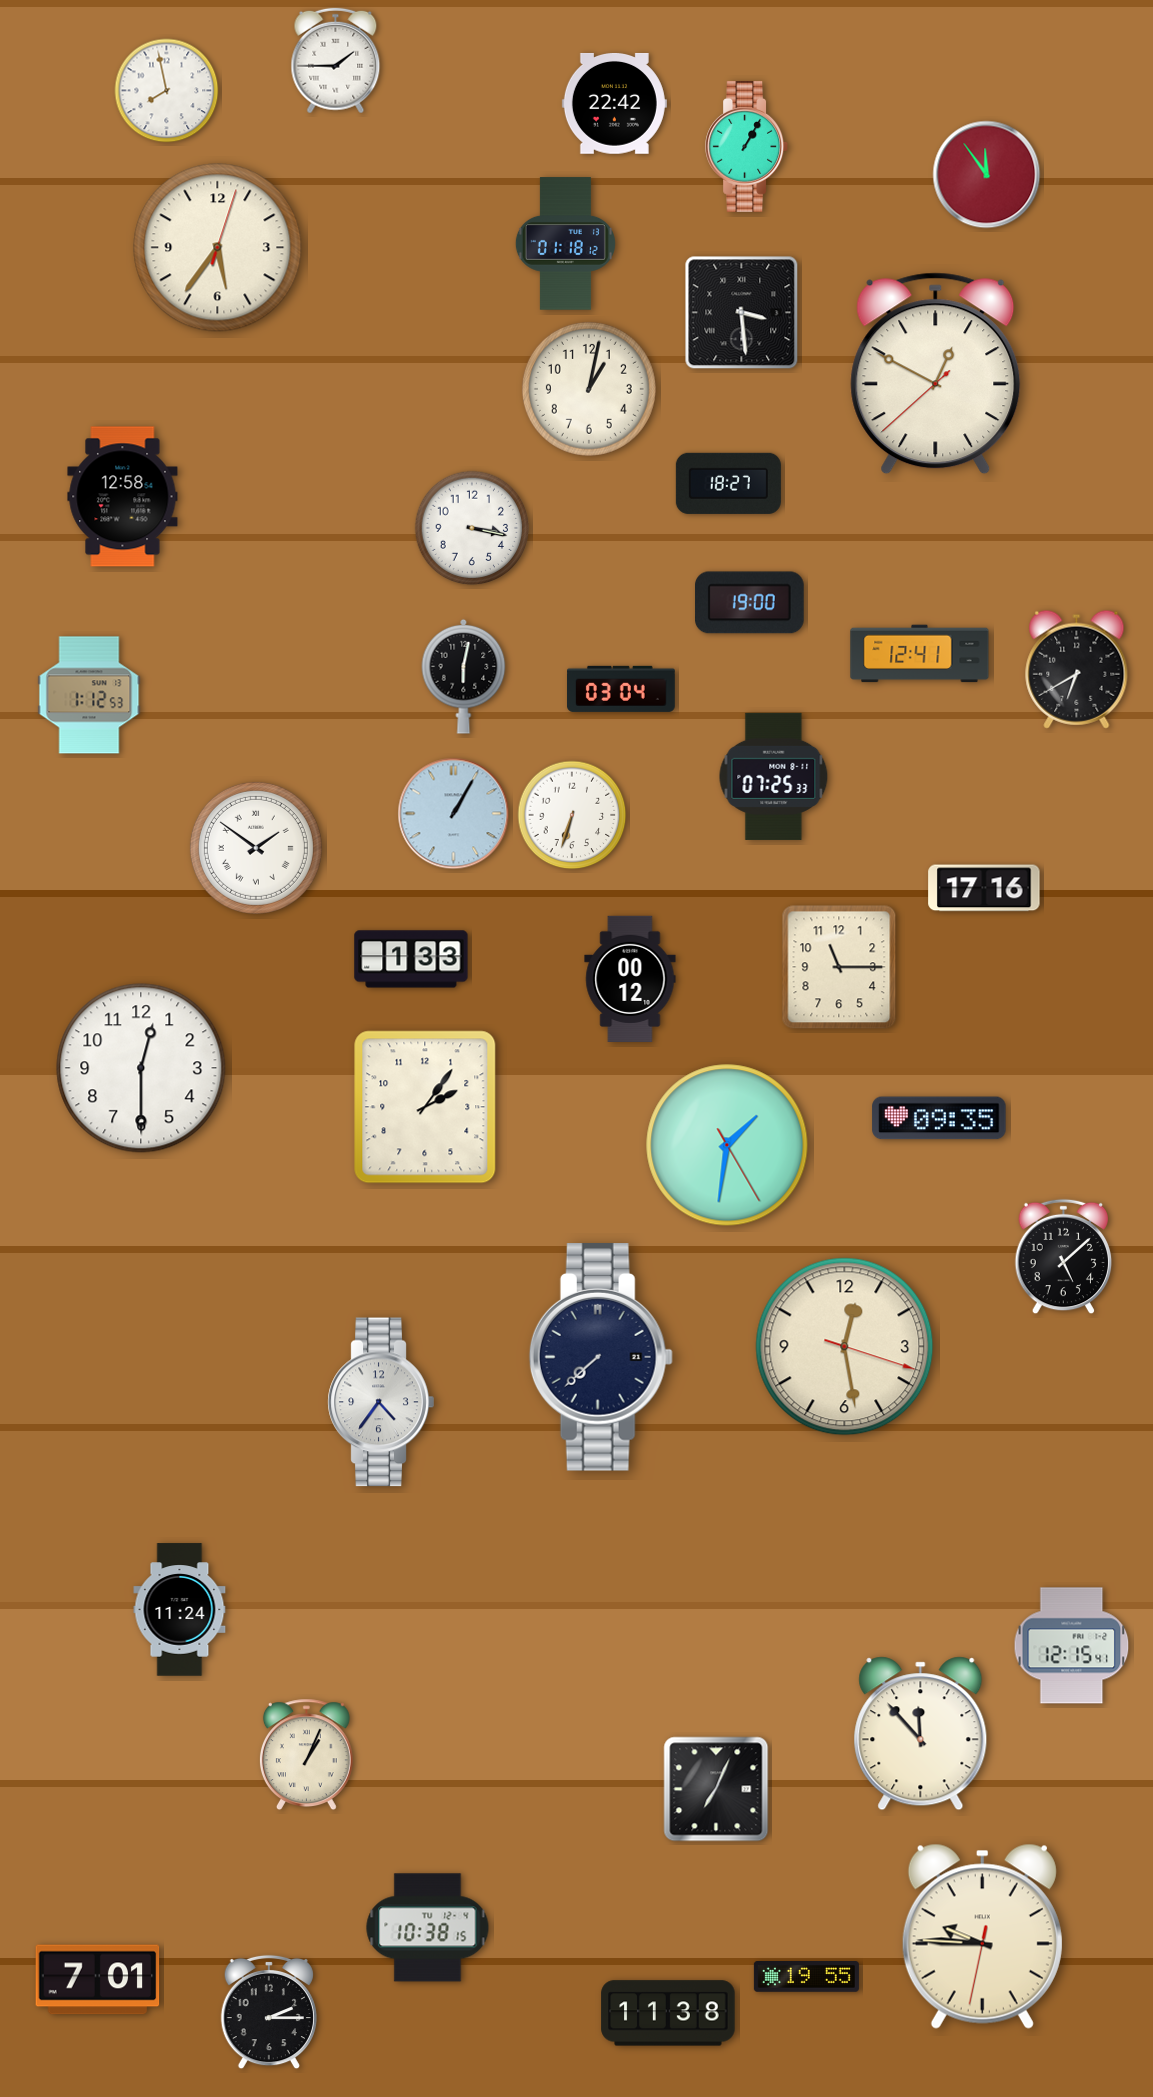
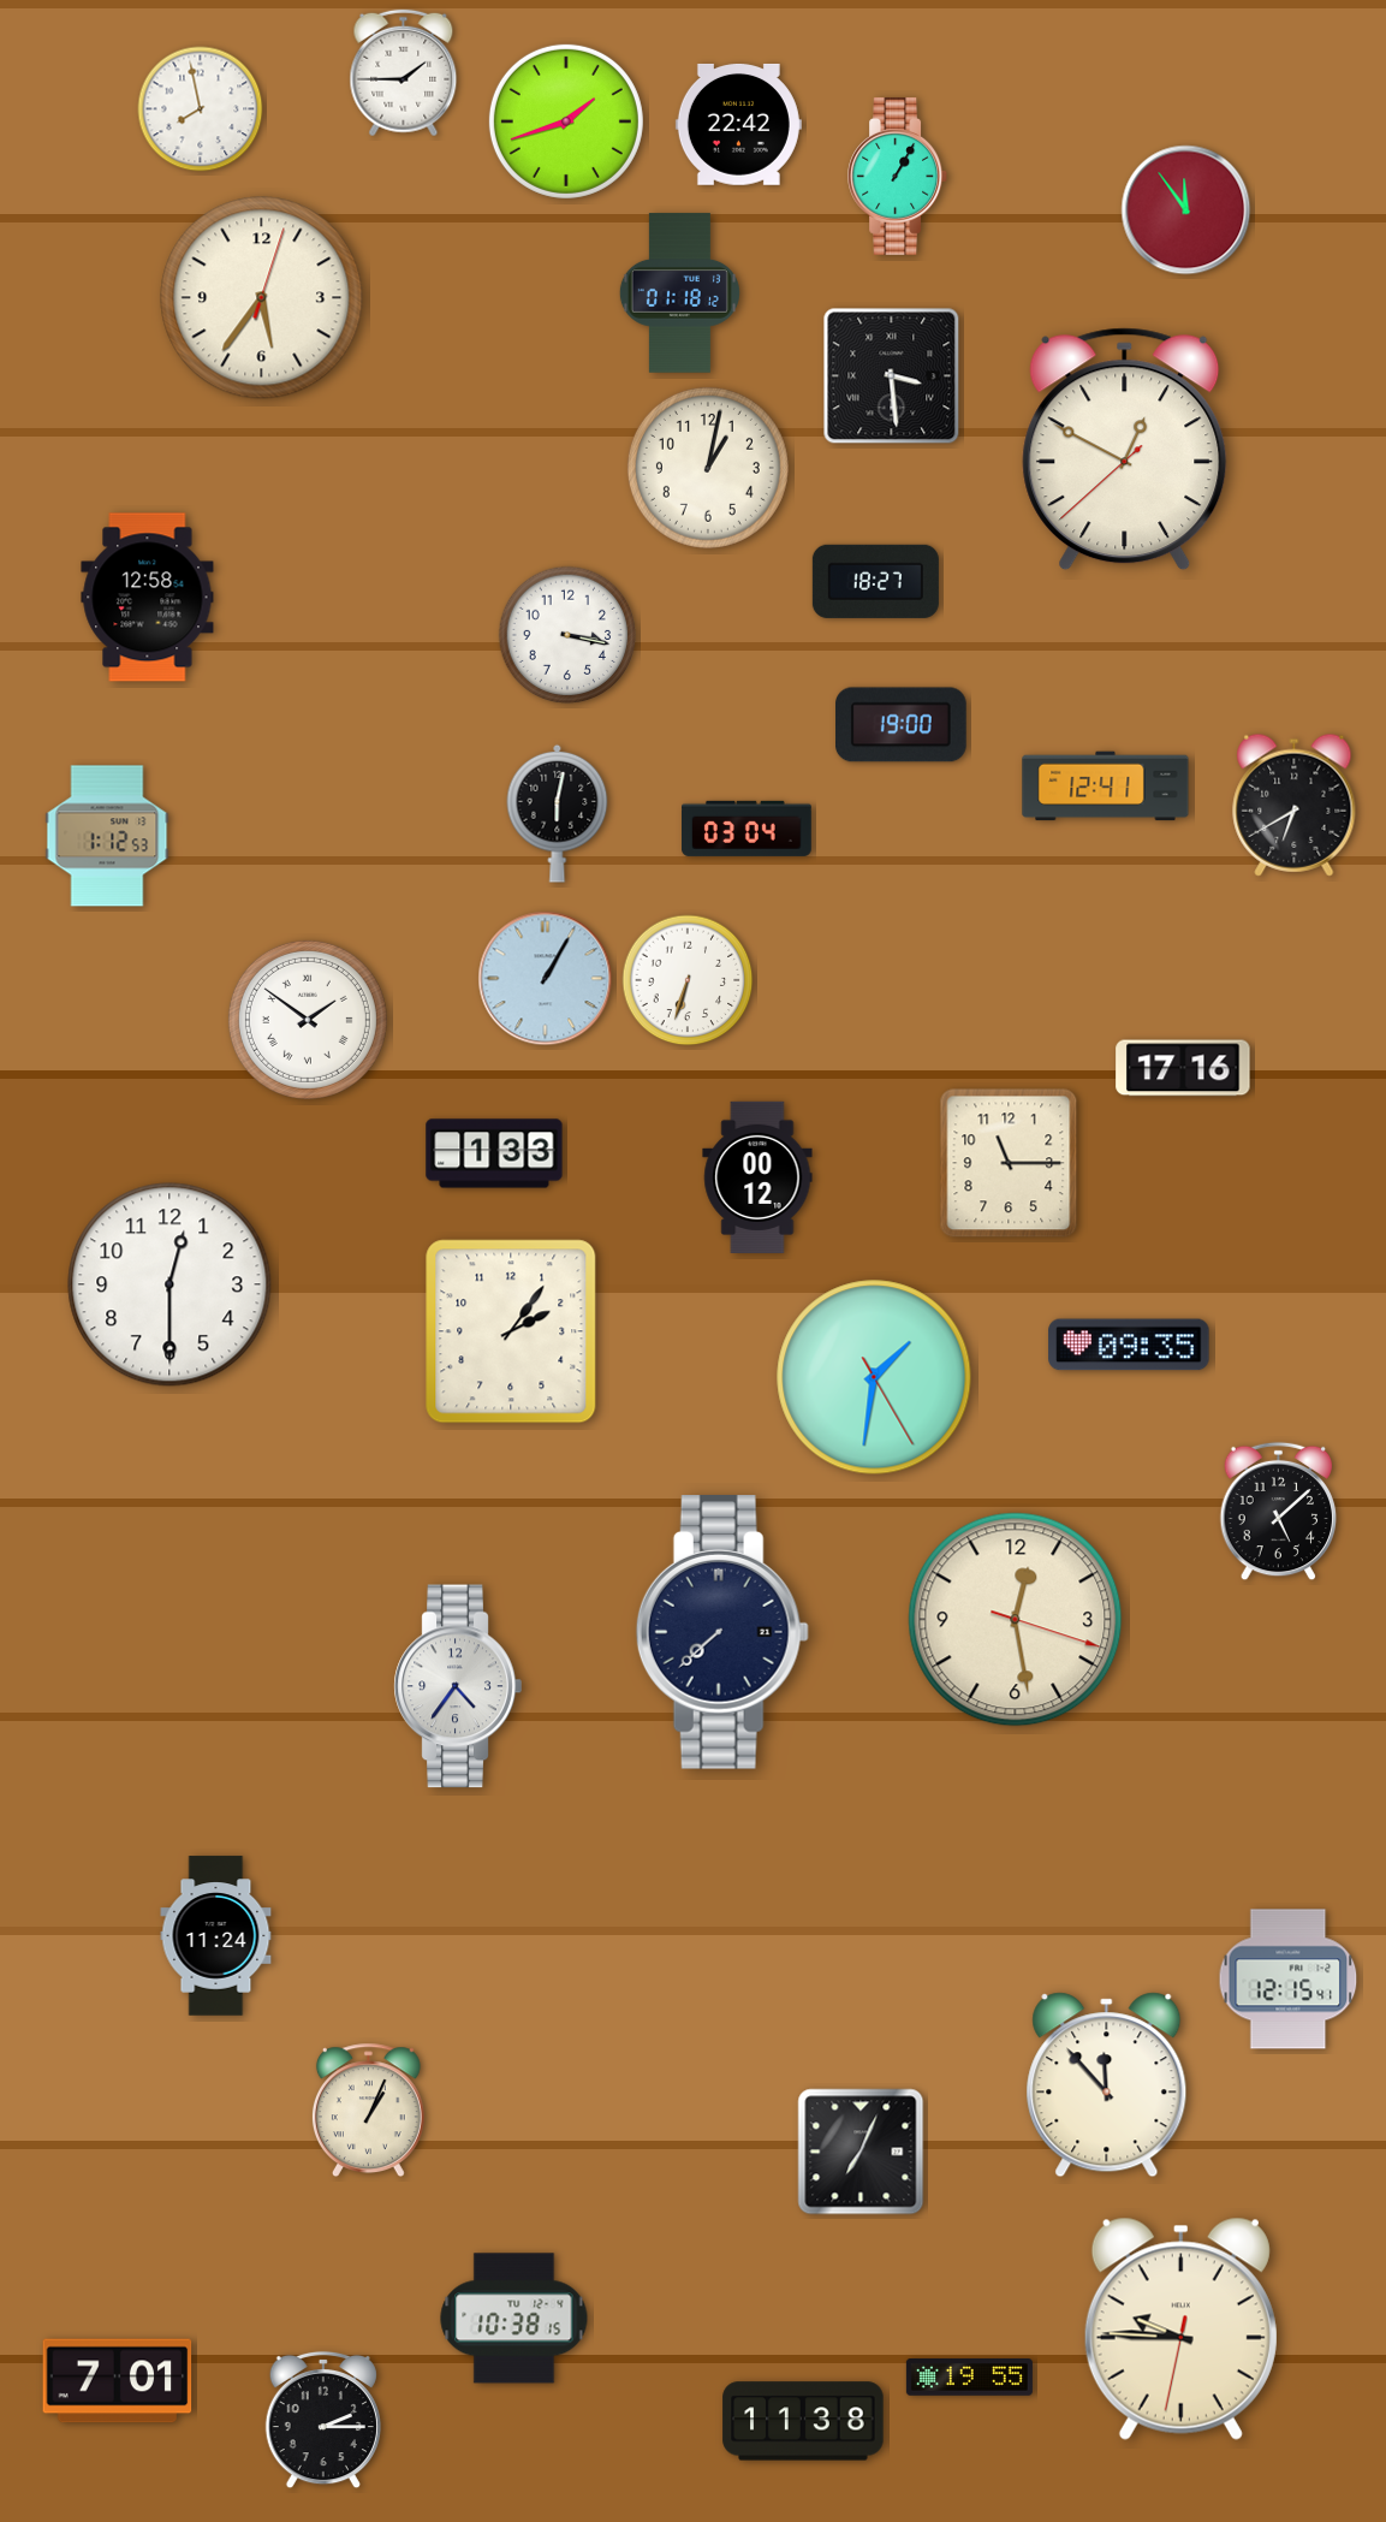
clock at (566, 121): none -> 1:42
clock at (774, 776): 07:25 -> none
